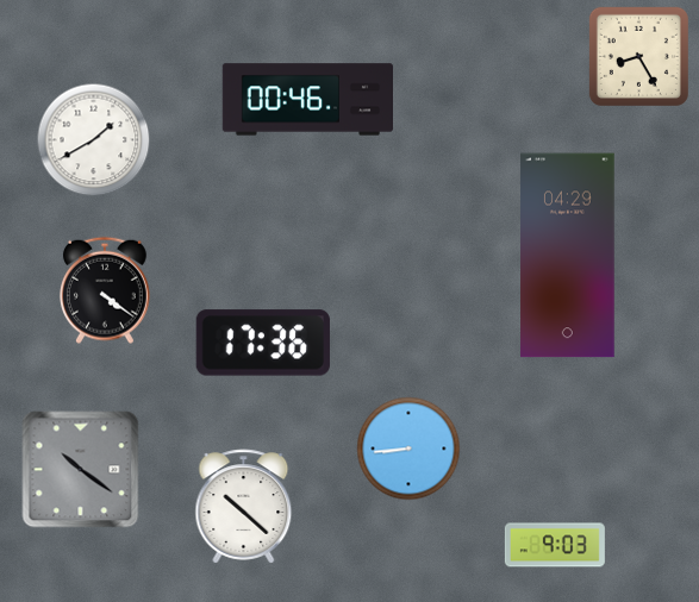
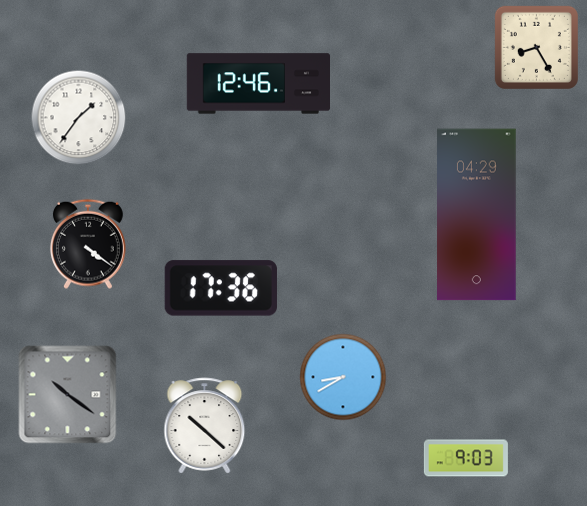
clock at (307, 100): 00:46 -> 12:46
clock at (94, 140): 1:40 -> 1:36
clock at (408, 449): 8:44 -> 8:40
